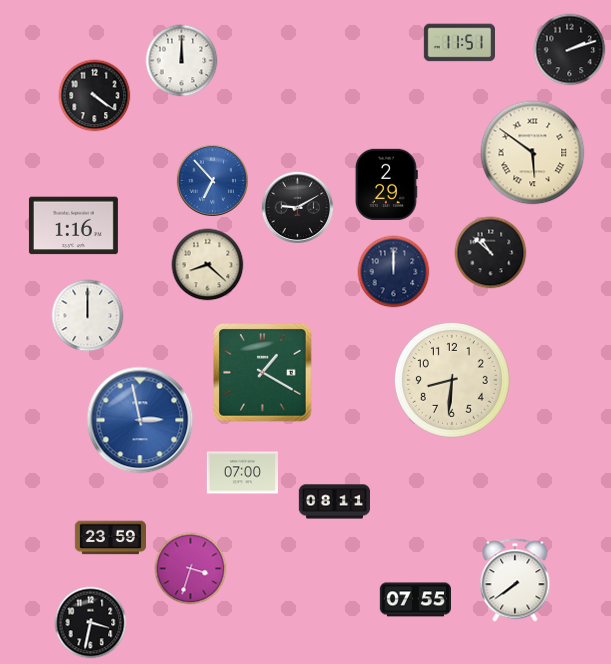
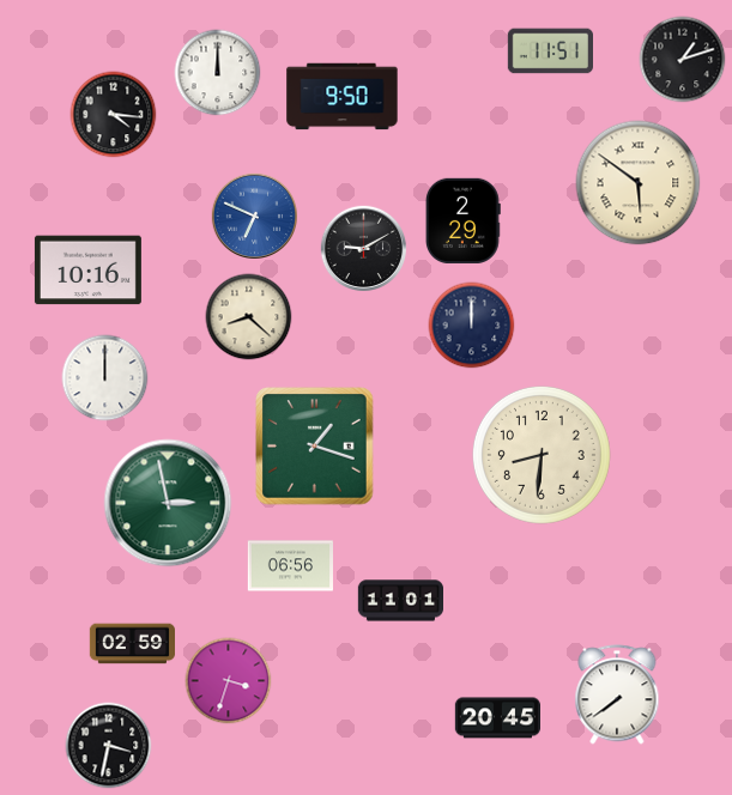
clock at (570, 50): 2:12 -> 1:12
clock at (343, 97): none -> 9:50
clock at (95, 96): 4:21 -> 4:16
clock at (212, 180): 6:53 -> 6:49
clock at (297, 207) position: (297, 207) -> (363, 248)
clock at (73, 226): 1:16 -> 10:16
clock at (491, 253): 10:52 -> none
clock at (263, 373): 1:20 -> 1:18
clock at (140, 420) dial: blue -> green
clock at (242, 473): 07:00 -> 06:56
clock at (334, 502): 08:11 -> 11:01
clock at (110, 538): 23:59 -> 02:59
clock at (415, 600): 07:55 -> 20:45
